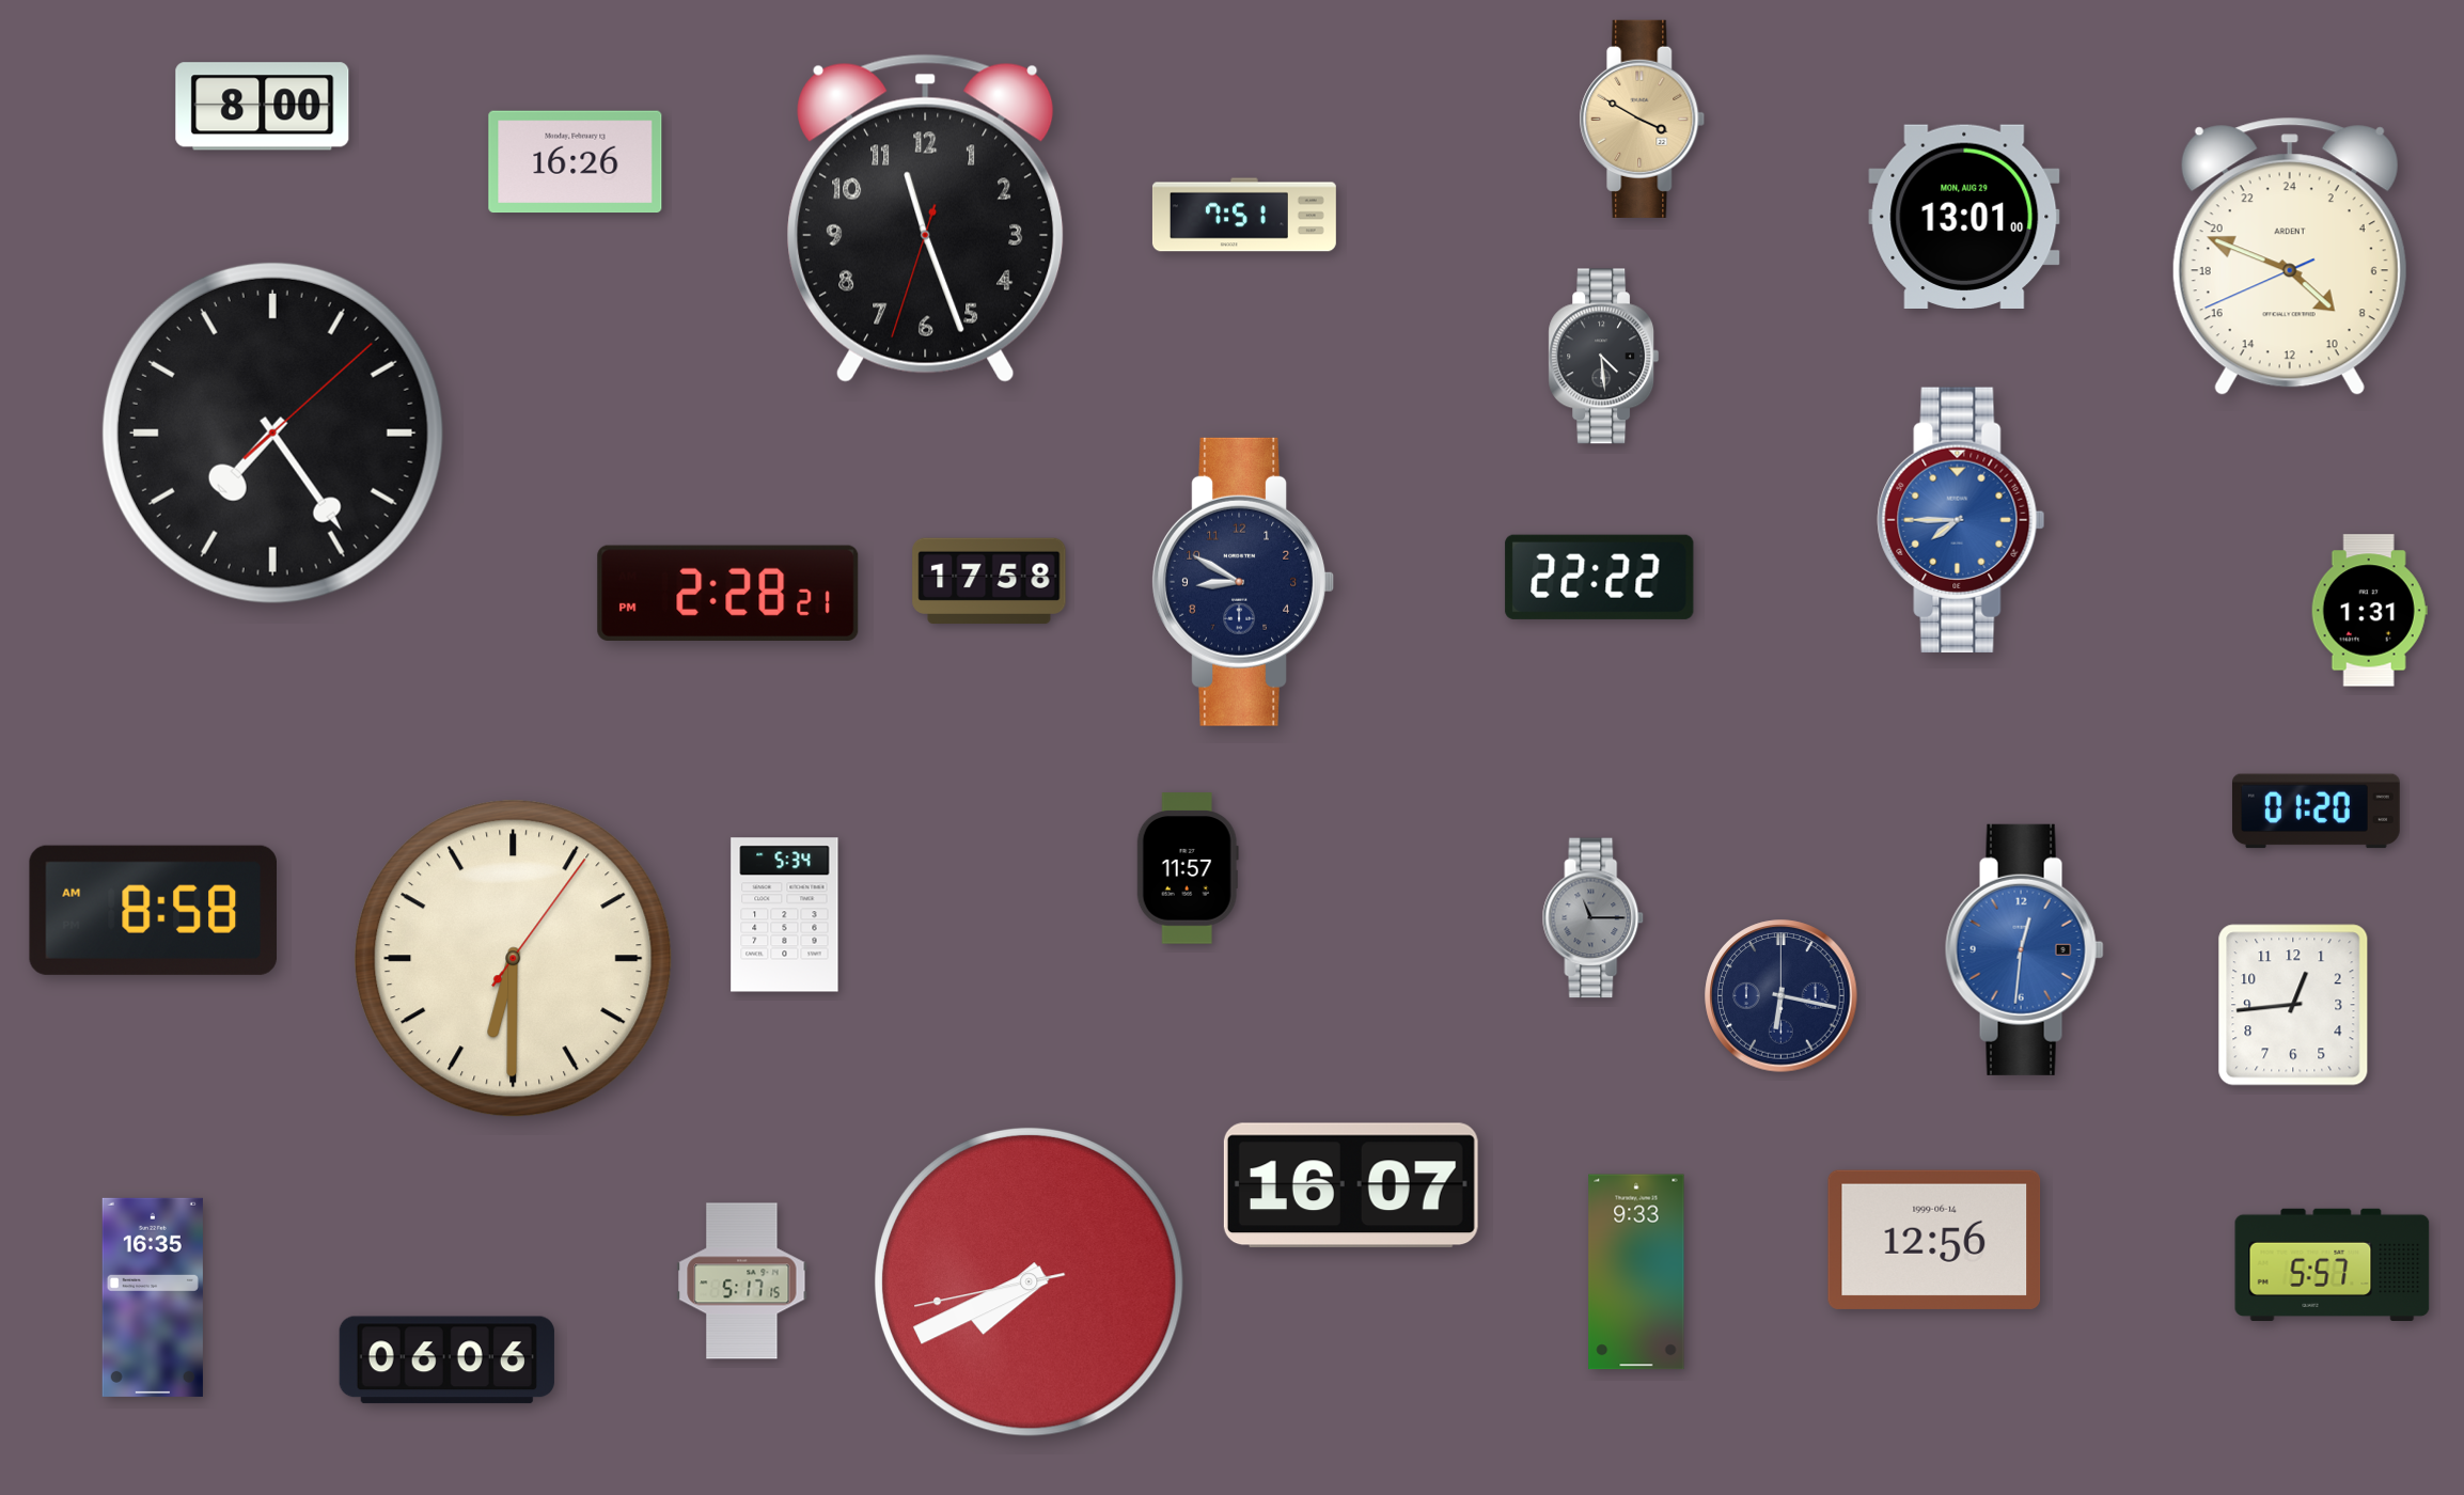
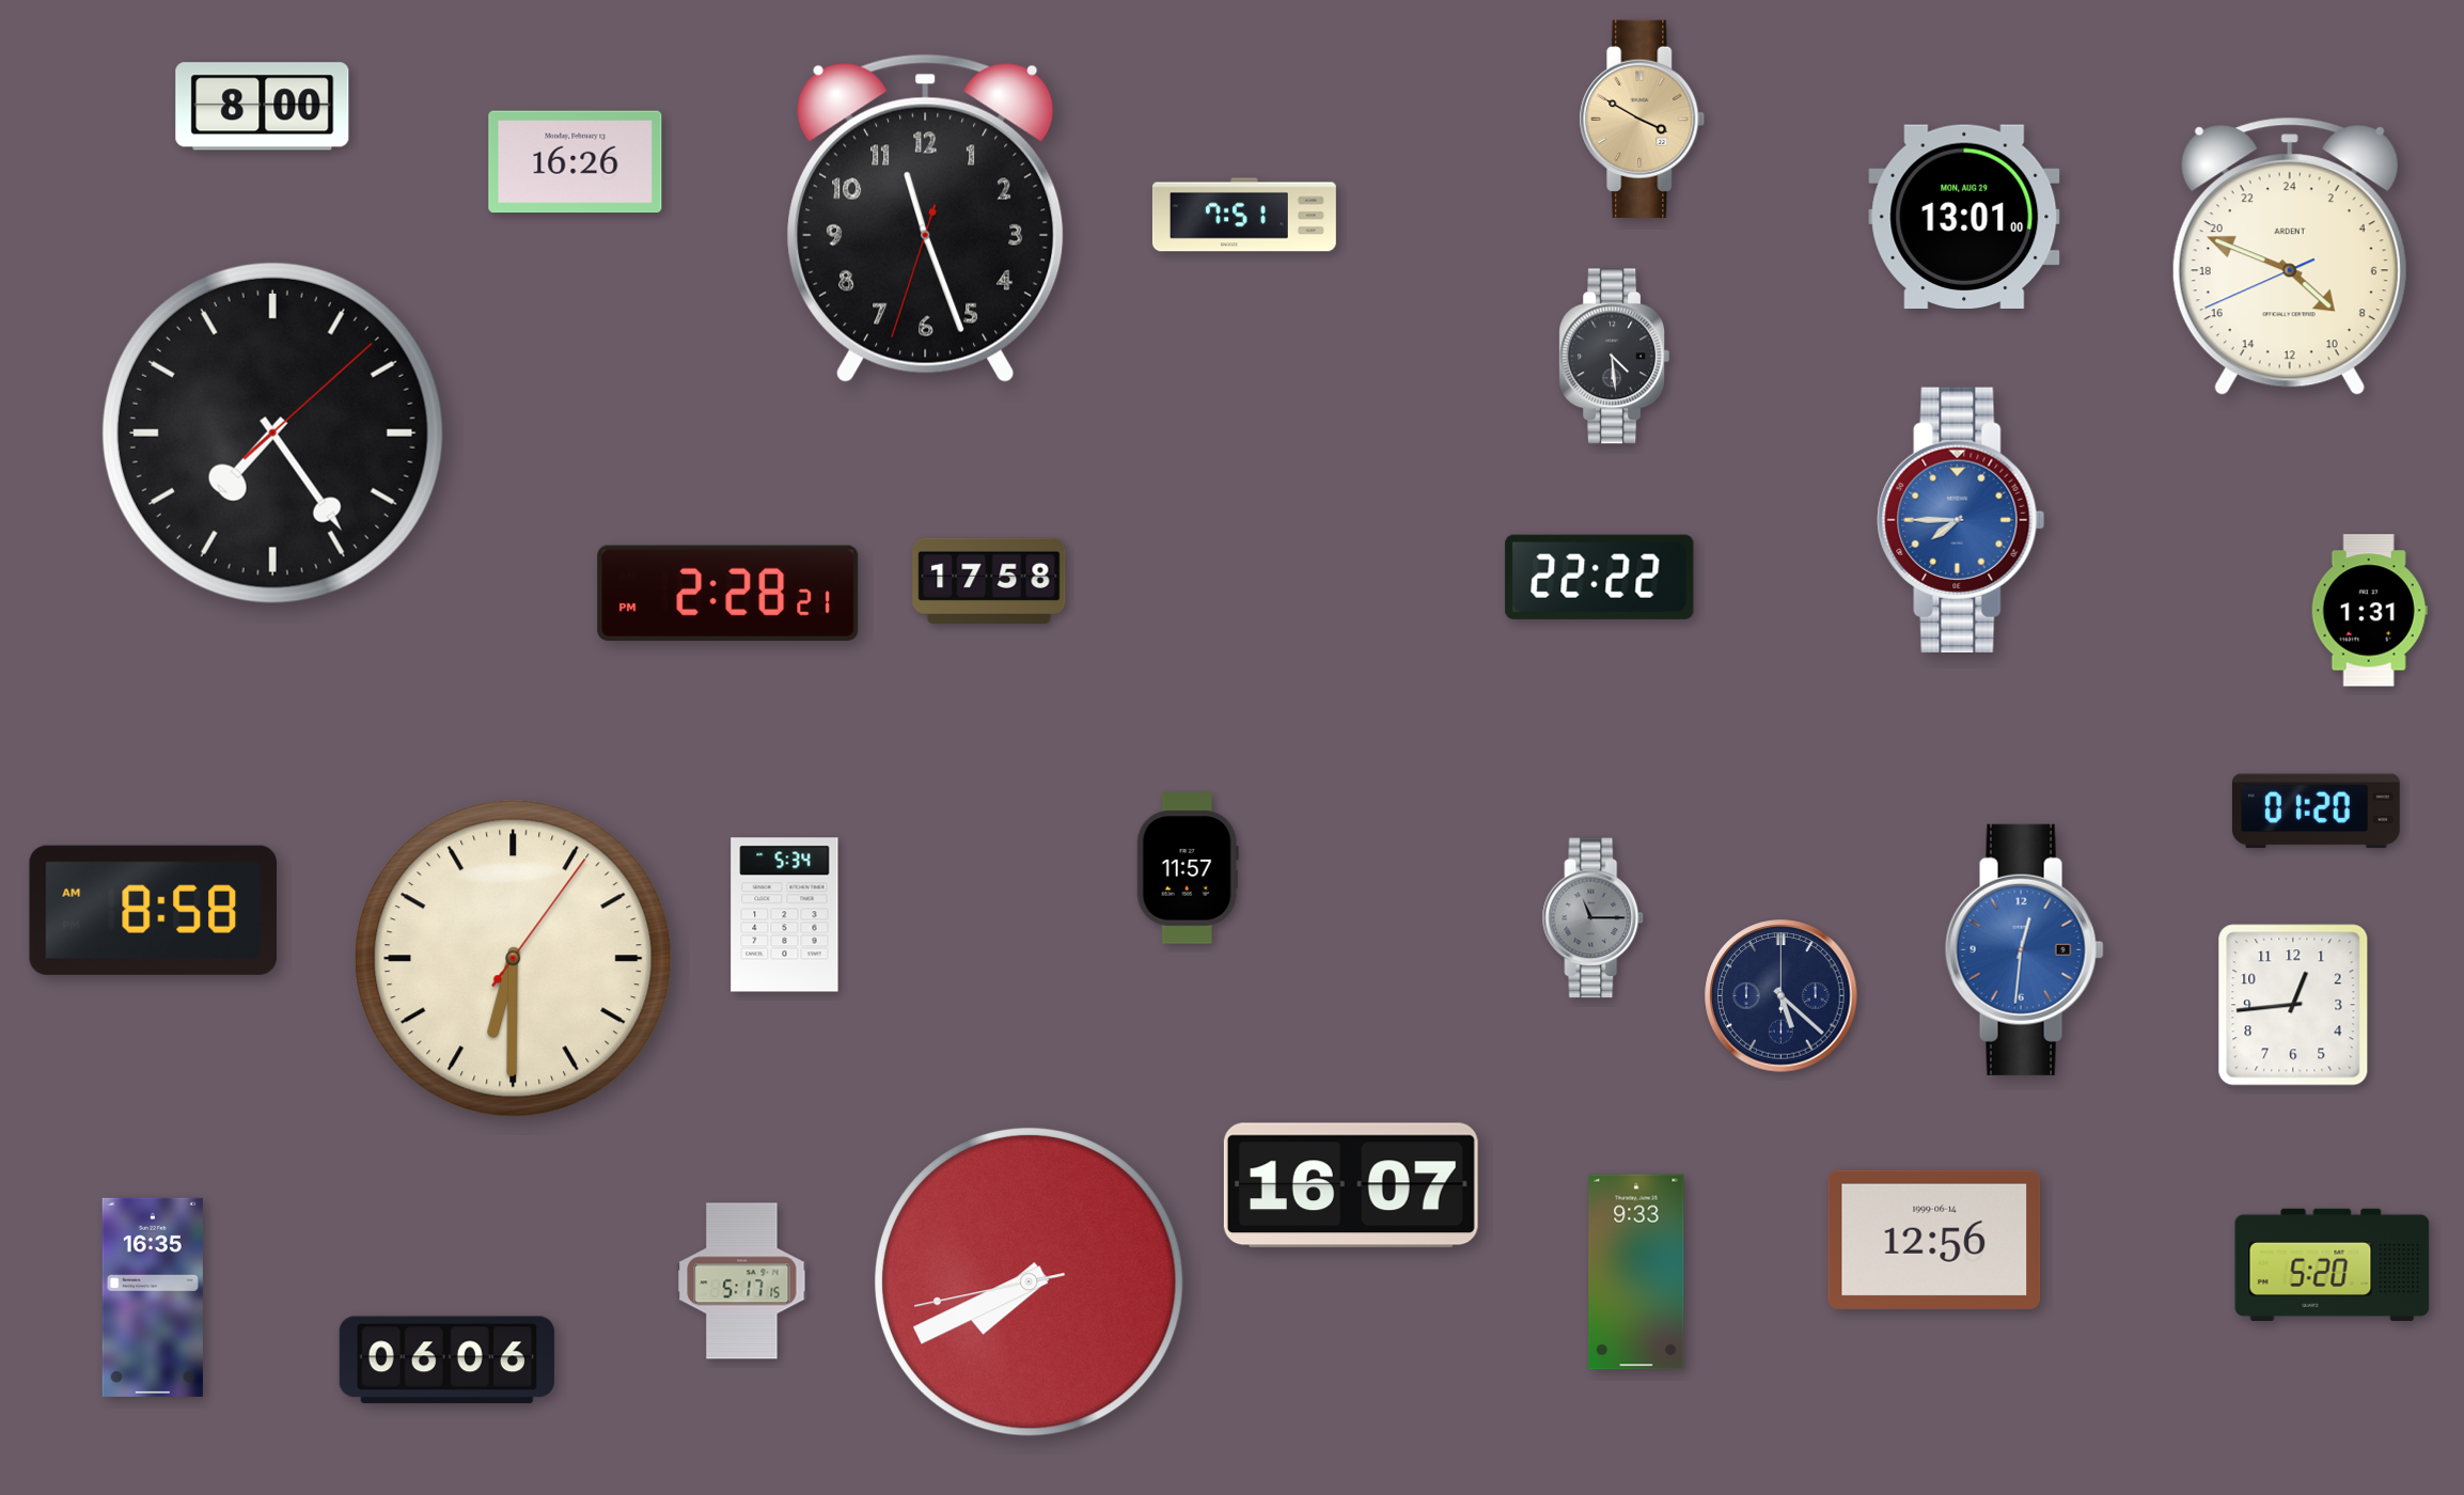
clock at (1604, 357) position: (1604, 357) -> (1615, 357)
clock at (1242, 582): 8:50 -> none
clock at (1782, 996): 6:17 -> 5:22
clock at (2333, 1264): 5:57 -> 5:20
